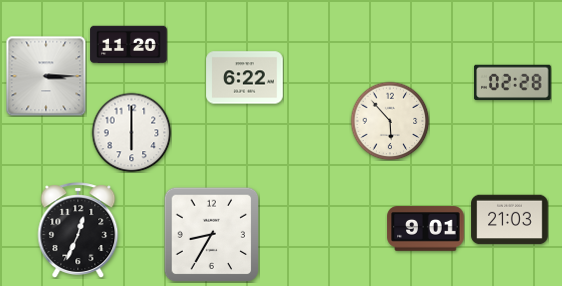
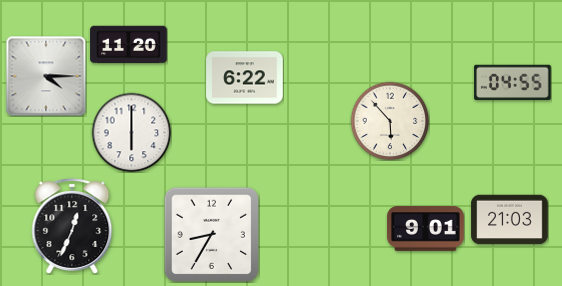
clock at (46, 76): 3:15 -> 4:15
clock at (513, 83): 02:28 -> 04:55
clock at (78, 230) position: (78, 230) -> (72, 226)
